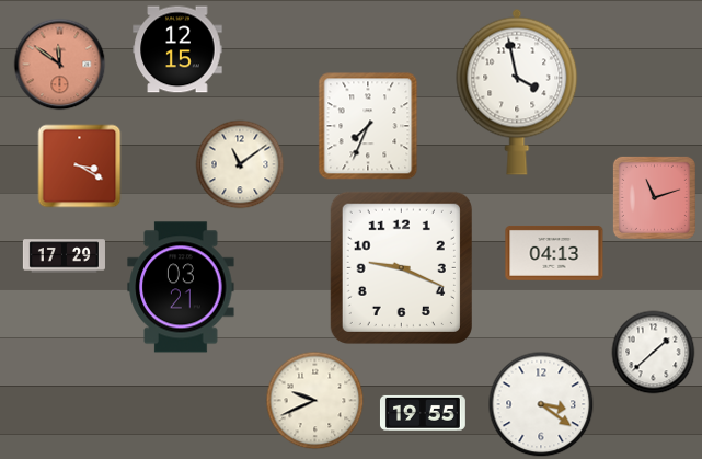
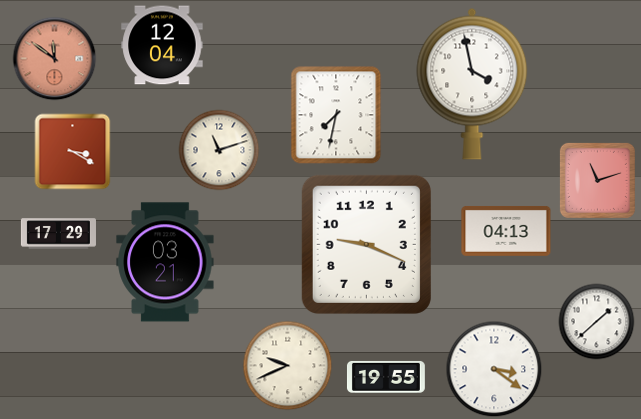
clock at (177, 49): 12:15 -> 12:04
clock at (368, 126): 7:34 -> 7:32
clock at (240, 164): 11:09 -> 11:12
